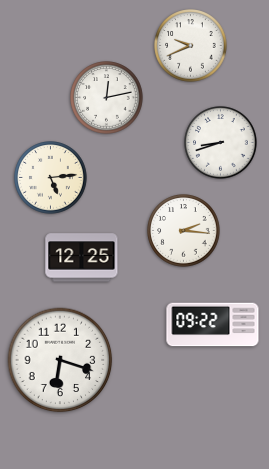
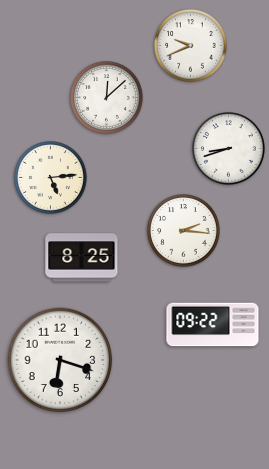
clock at (107, 98): 12:13 -> 12:08
clock at (221, 143) position: (221, 143) -> (229, 149)
clock at (82, 258): 12:25 -> 8:25
